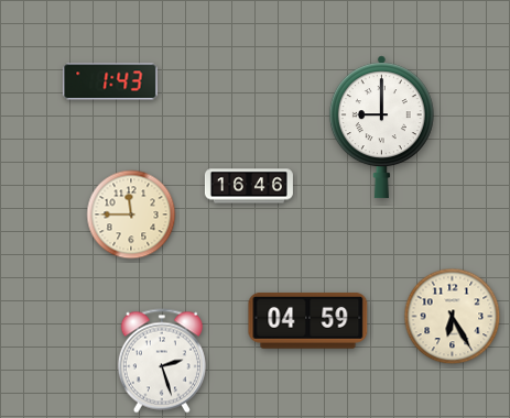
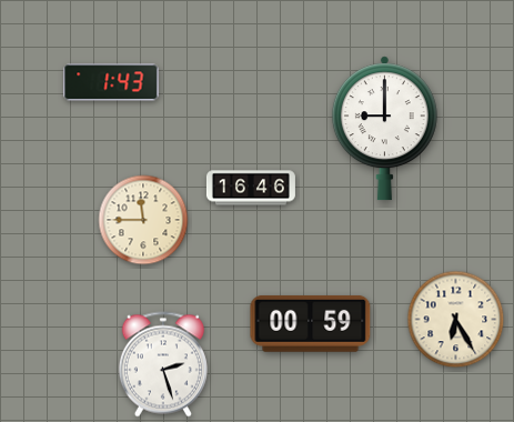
clock at (131, 215) position: (131, 215) -> (143, 220)
clock at (308, 320): 04:59 -> 00:59
